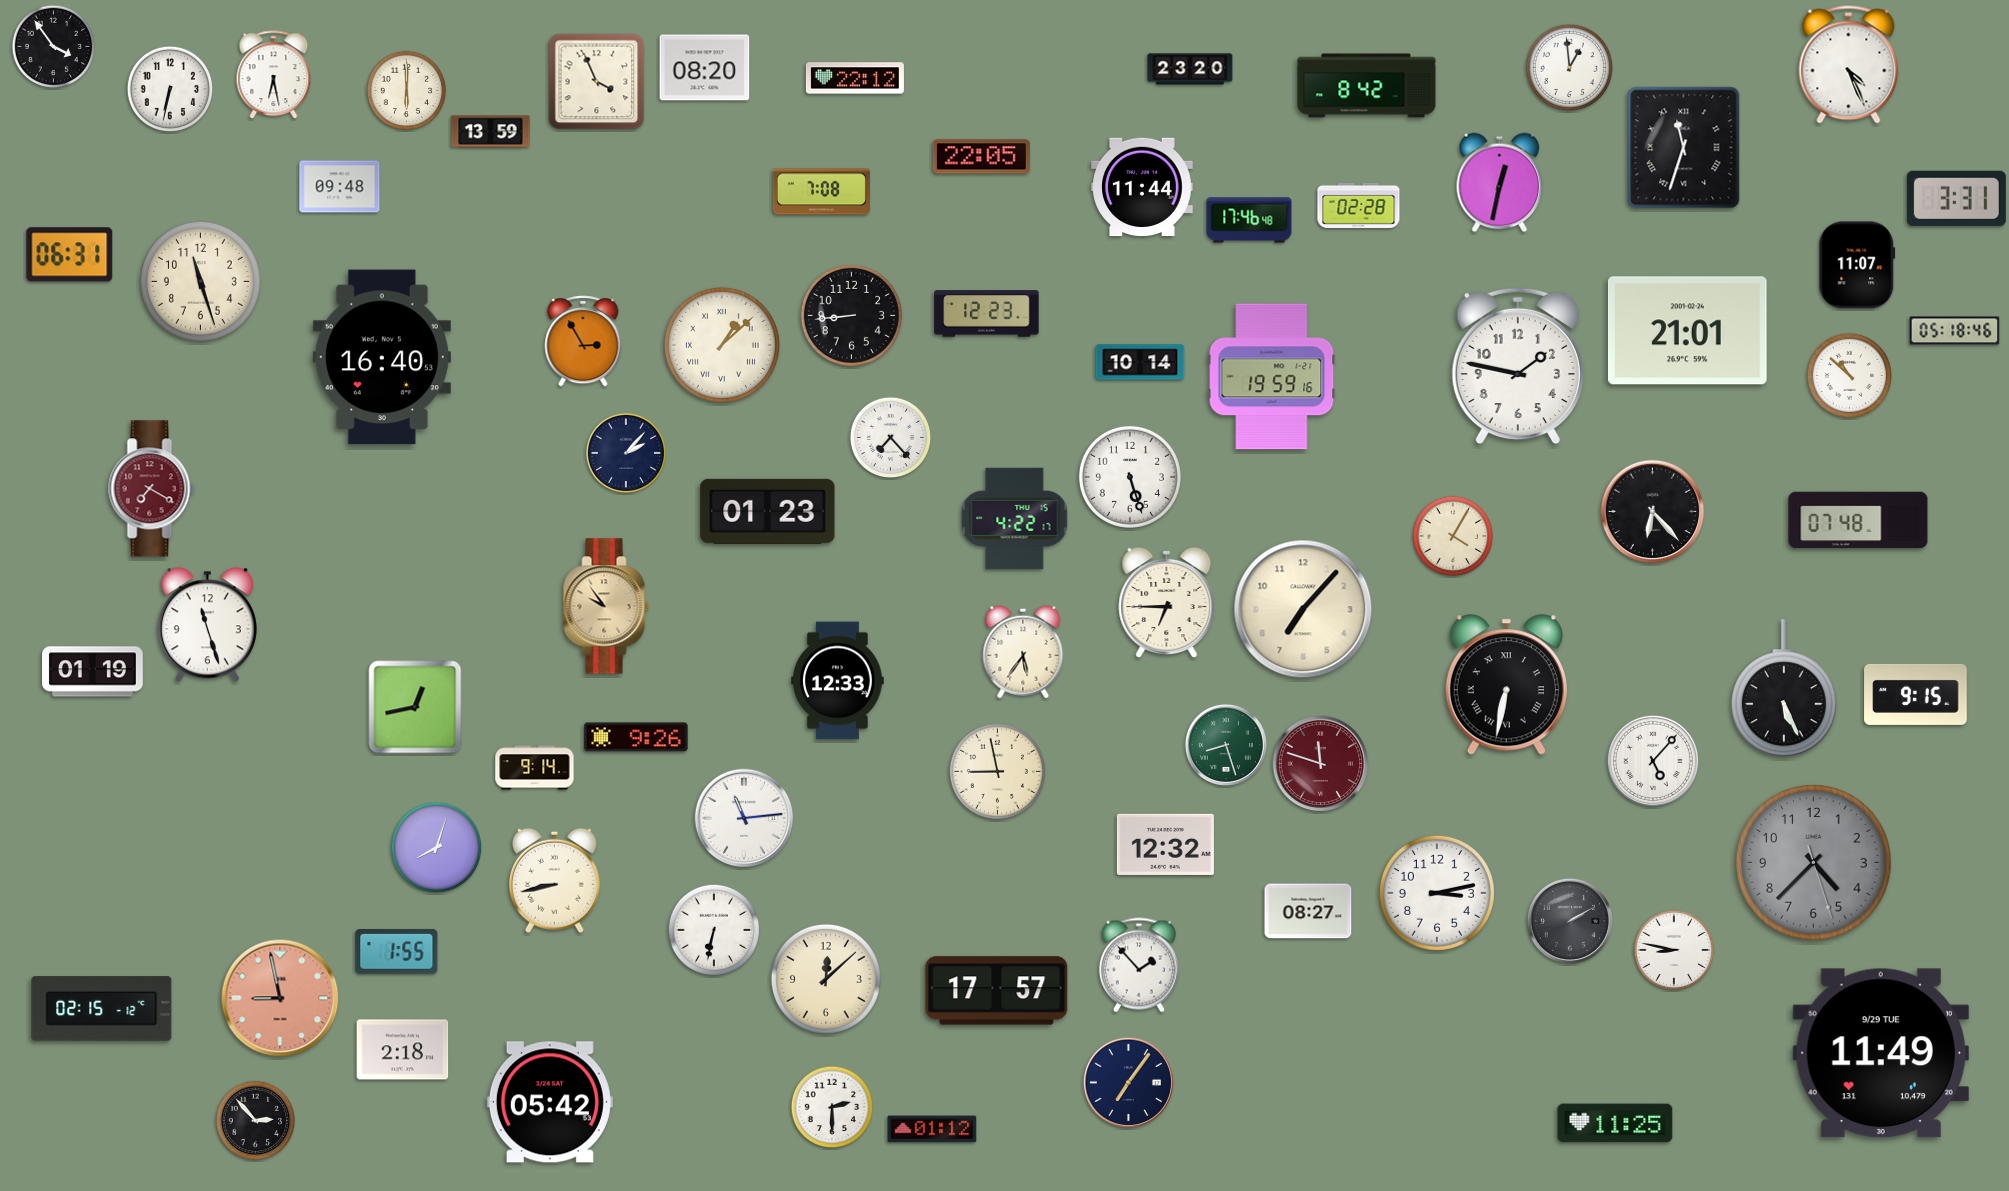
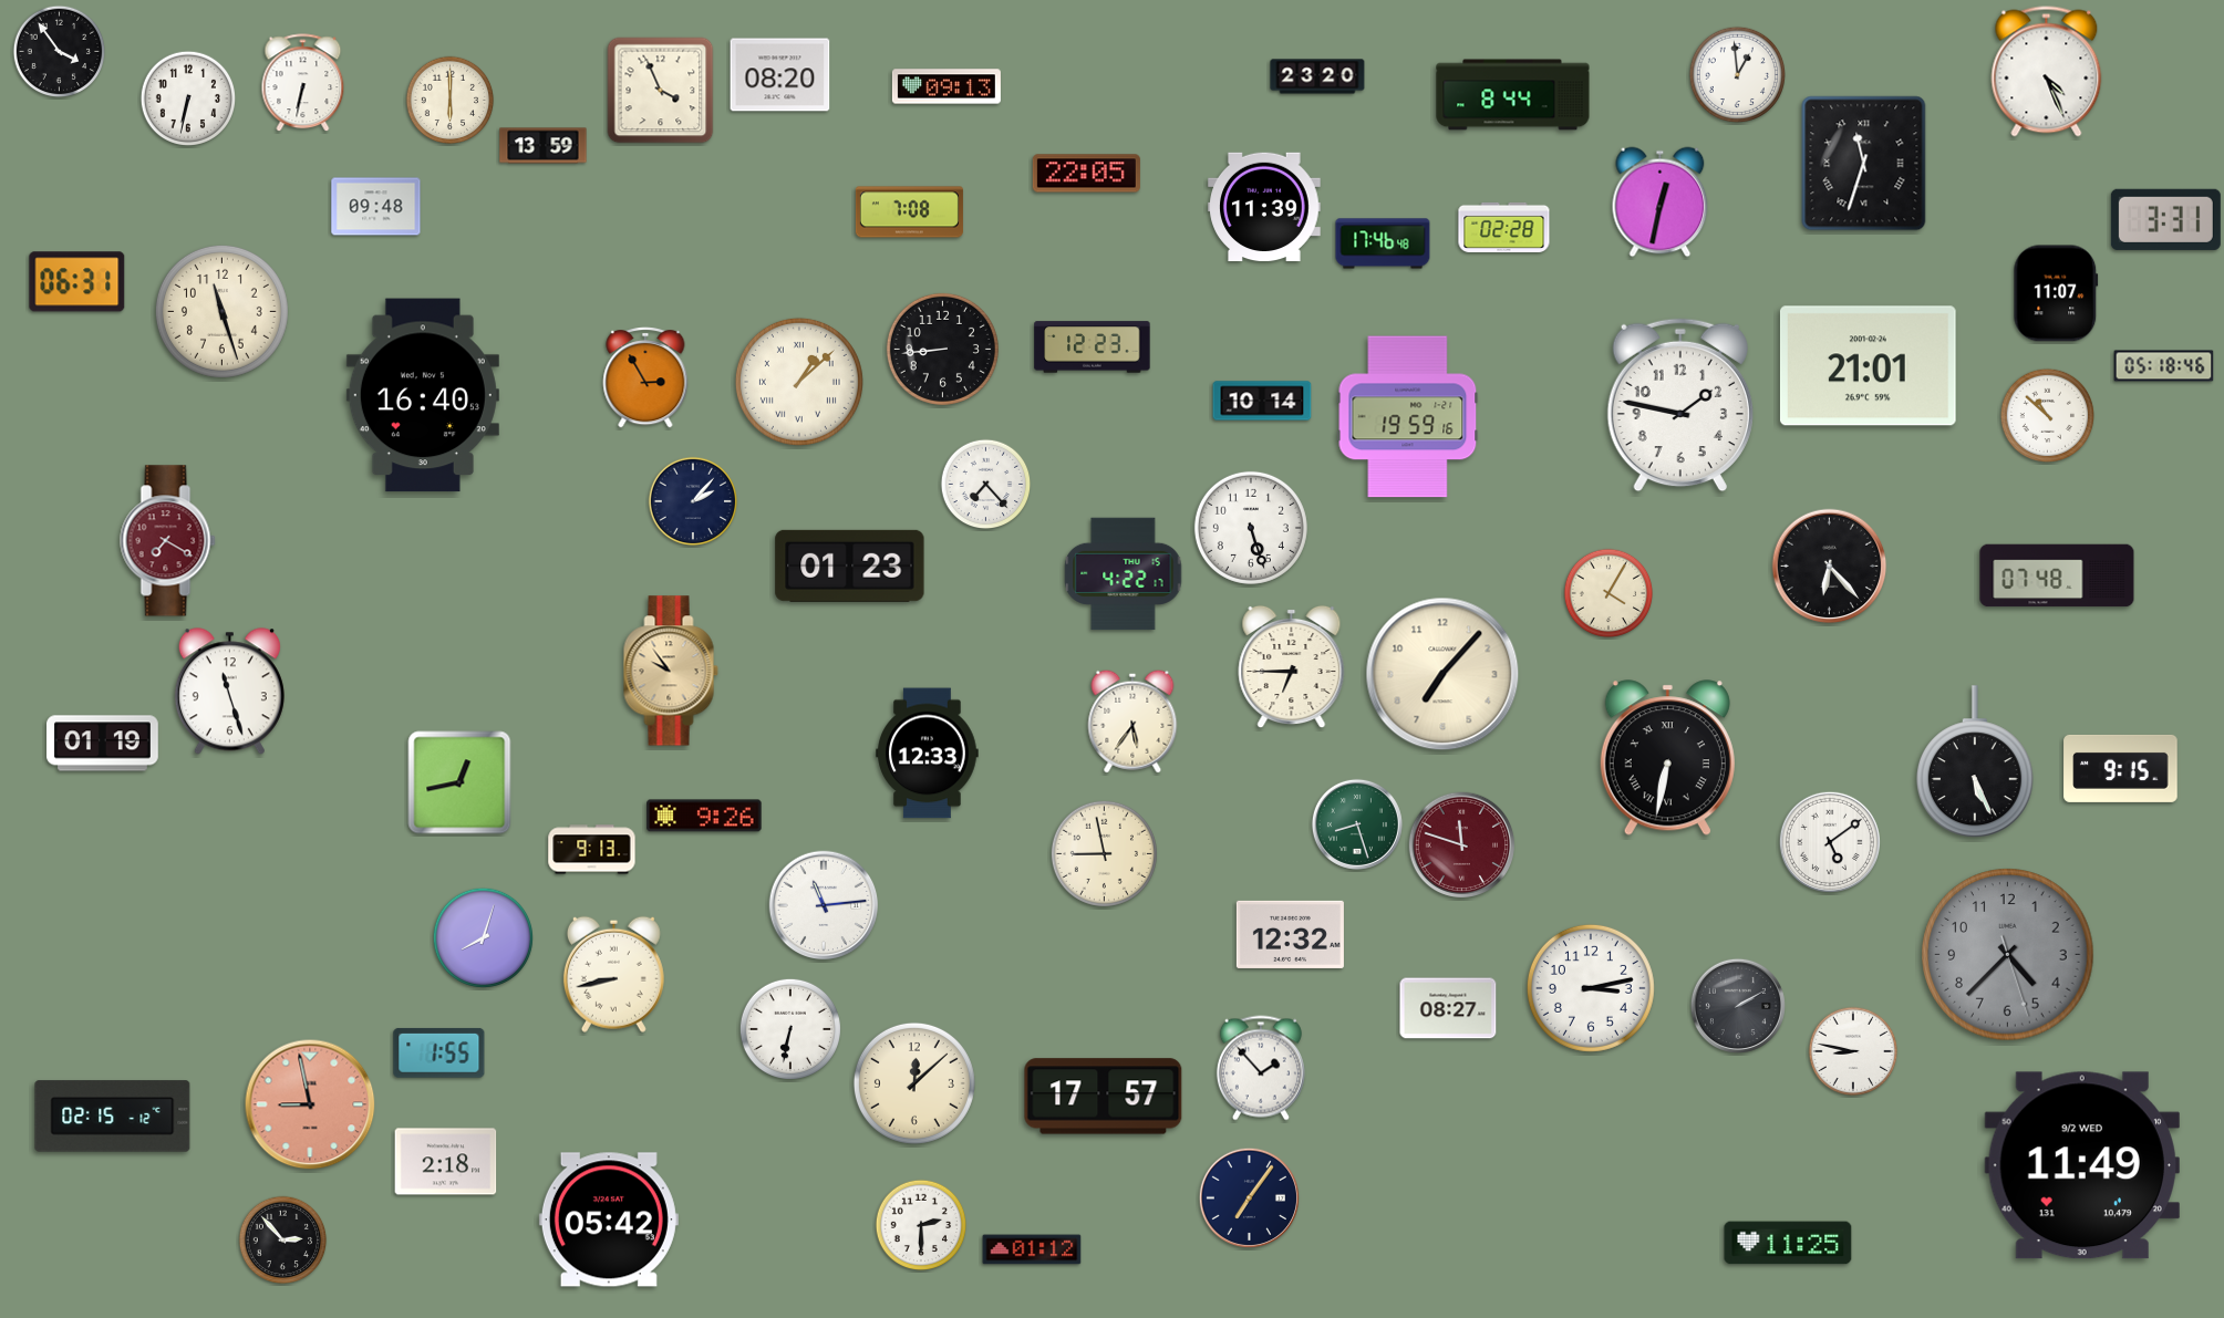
clock at (274, 75): 6:28 -> 6:32
clock at (855, 78): 22:12 -> 09:13
clock at (1367, 86): 8:42 -> 8:44
clock at (1142, 187): 11:44 -> 11:39
clock at (1652, 760): 5:07 -> 5:09
clock at (535, 768): 9:14 -> 9:13
clock at (1570, 921) position: (1570, 921) -> (1738, 1006)
clock at (1881, 1053) date: 9/29 TUE -> 9/2 WED
